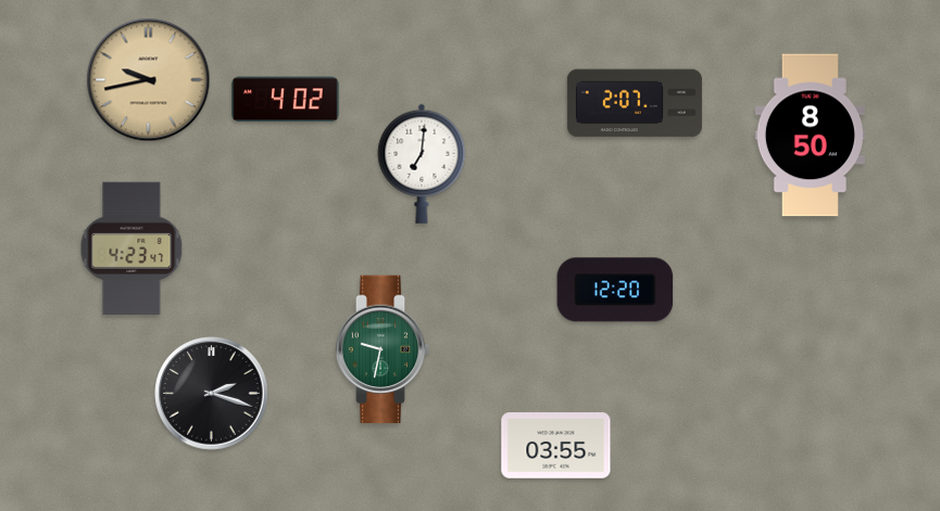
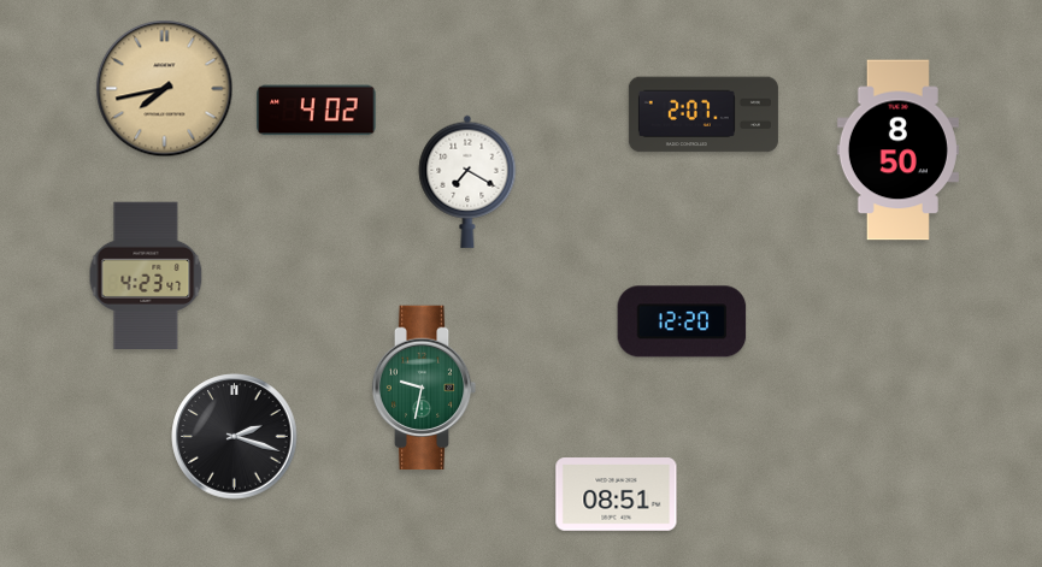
clock at (149, 80): 9:43 -> 7:43
clock at (422, 164): 7:01 -> 7:20
clock at (556, 446): 03:55 -> 08:51
